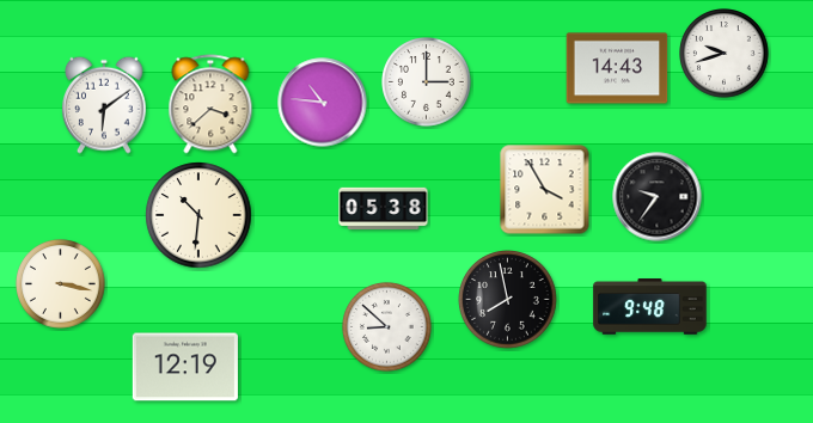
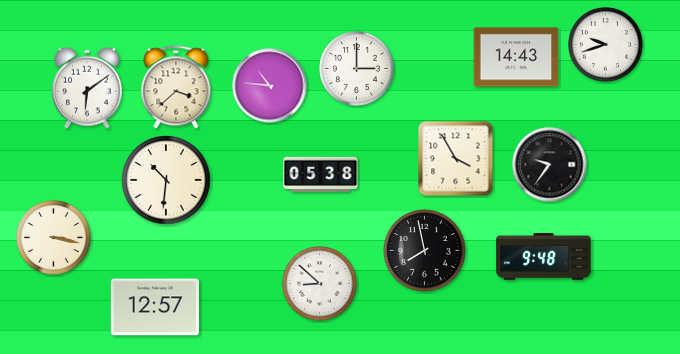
clock at (61, 284) position: (61, 284) -> (54, 238)
clock at (387, 327) position: (387, 327) -> (320, 284)
clock at (185, 367): 12:19 -> 12:57
